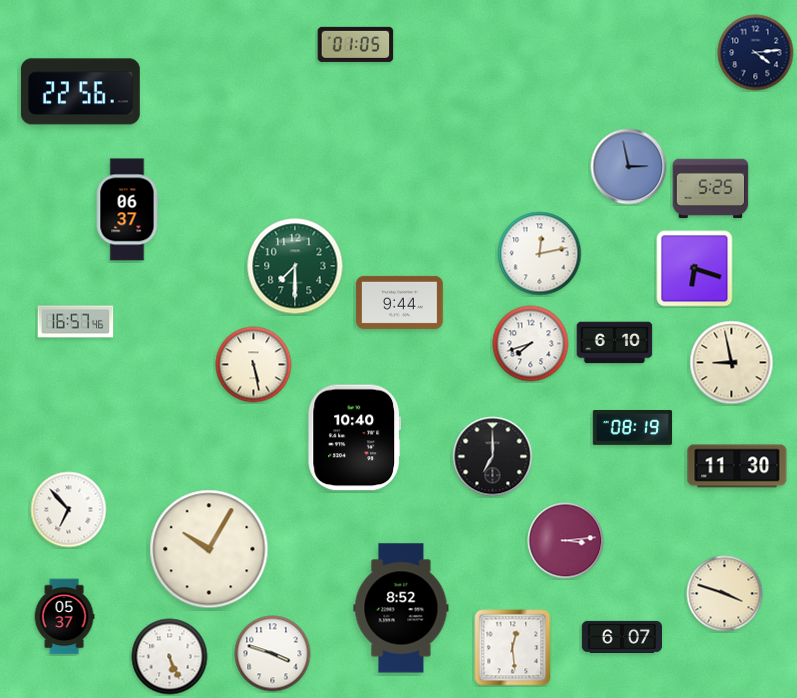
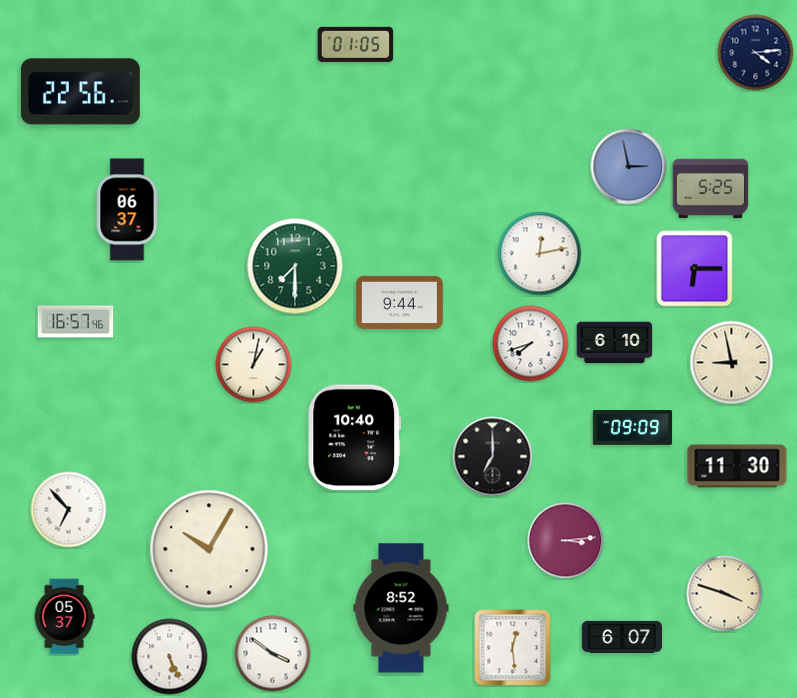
clock at (695, 269): 6:18 -> 6:15
clock at (254, 365): 5:28 -> 1:02
clock at (633, 428): 08:19 -> 09:09
clock at (273, 654): 3:48 -> 3:51
